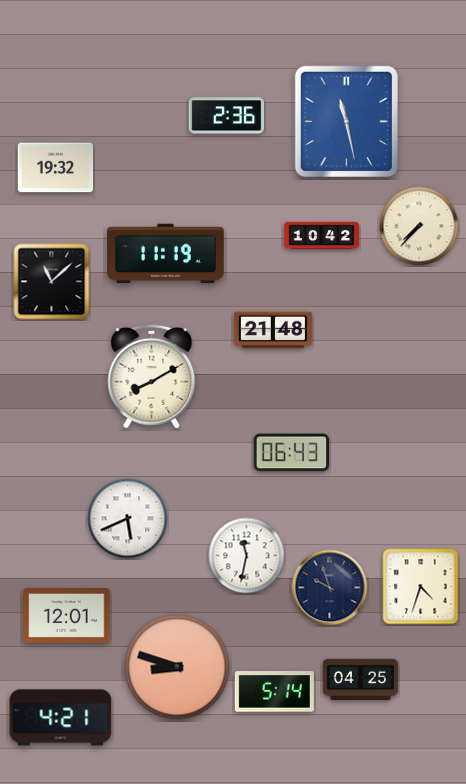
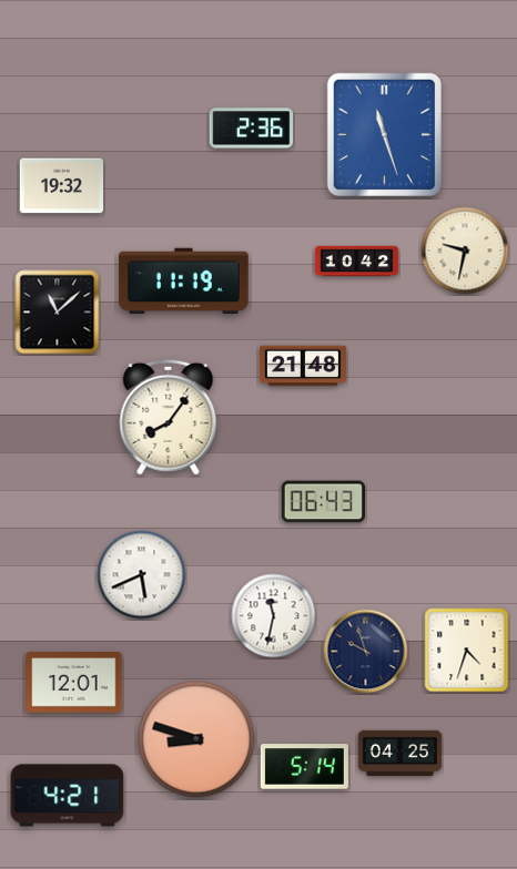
clock at (346, 121): 11:28 -> 11:27
clock at (419, 226): 7:37 -> 9:32
clock at (152, 376): 8:10 -> 8:06
